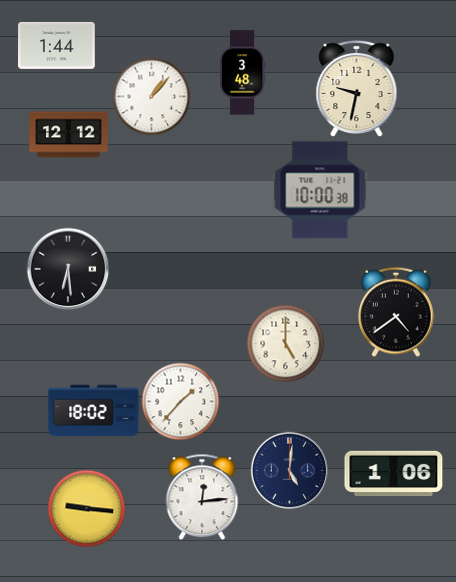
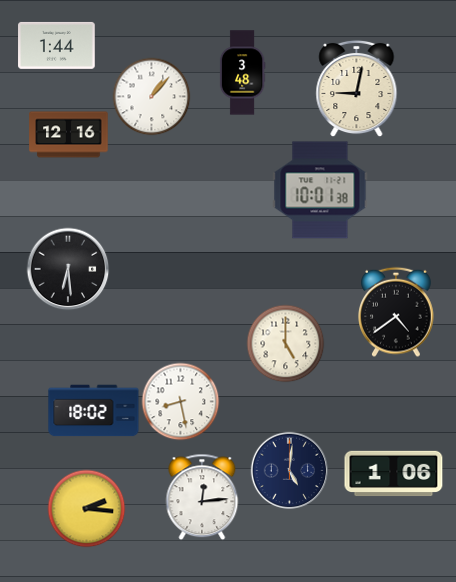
clock at (357, 88): 9:32 -> 9:02
clock at (69, 135): 12:12 -> 12:16
clock at (320, 190): 10:00 -> 10:01
clock at (180, 401): 1:37 -> 8:28
clock at (86, 508): 9:16 -> 2:16
